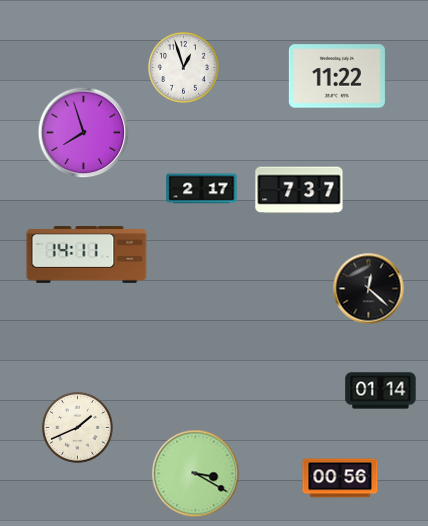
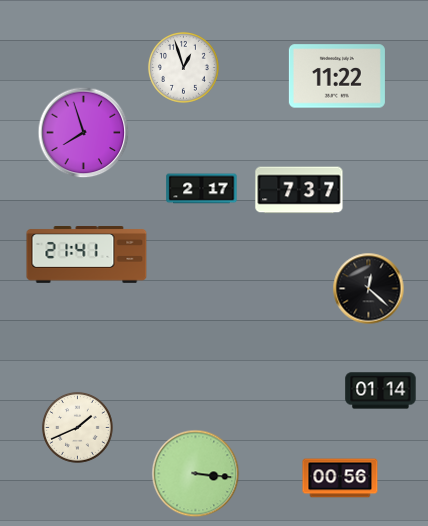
clock at (87, 255): 14:11 -> 21:41
clock at (196, 474): 3:20 -> 3:16
